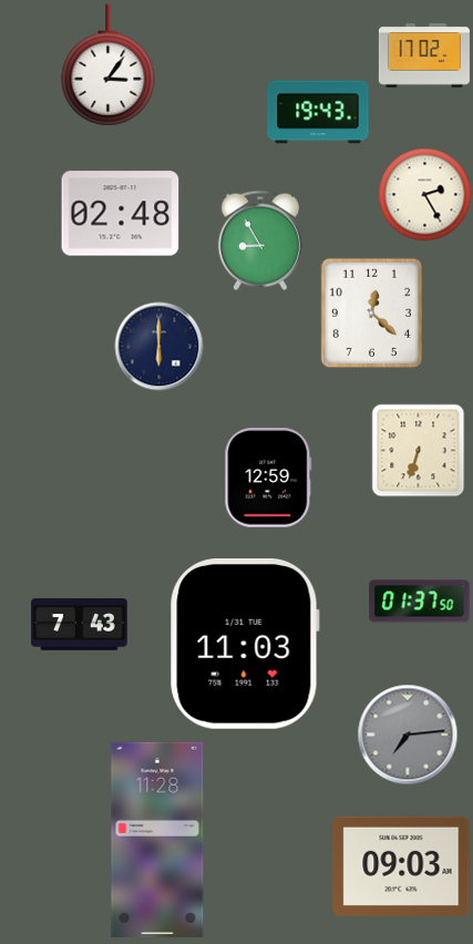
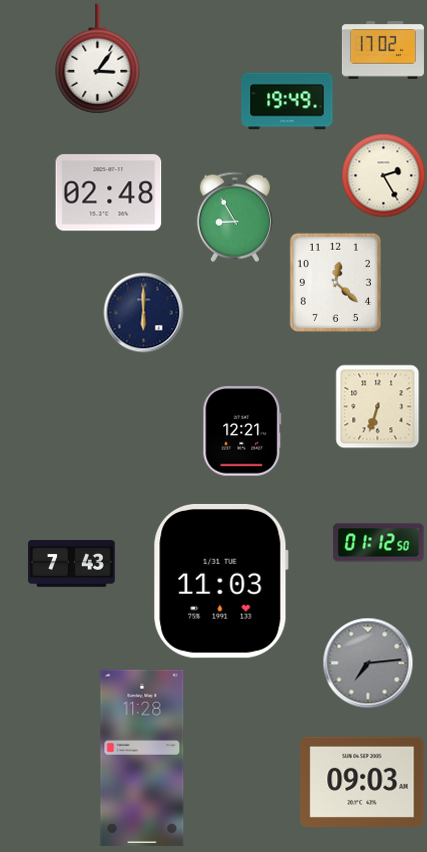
clock at (318, 112): 19:43 -> 19:49
clock at (268, 478): 12:59 -> 12:21
clock at (420, 602): 01:37 -> 01:12
